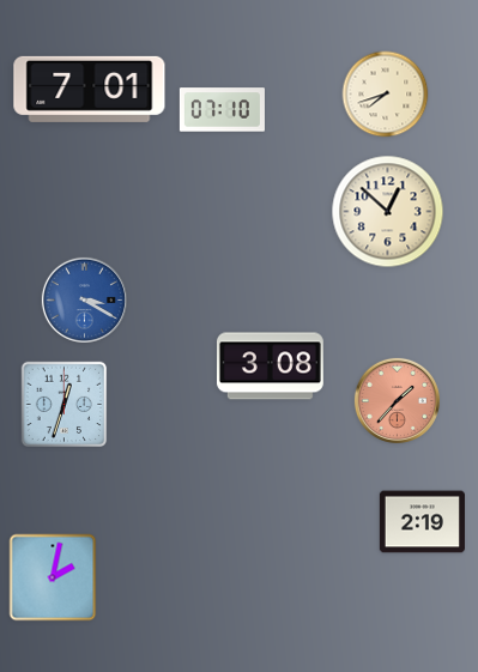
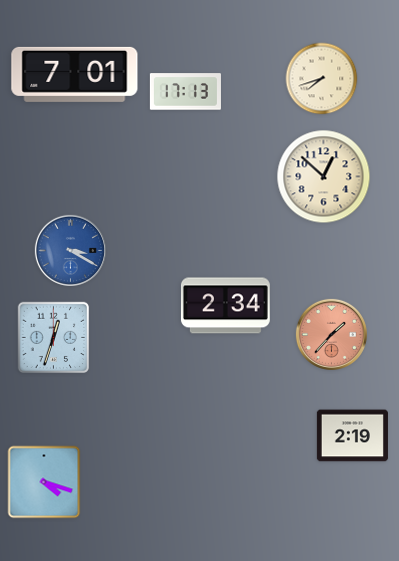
clock at (222, 110): 07:10 -> 17:13
clock at (270, 367): 3:08 -> 2:34
clock at (53, 577): 2:02 -> 4:18
